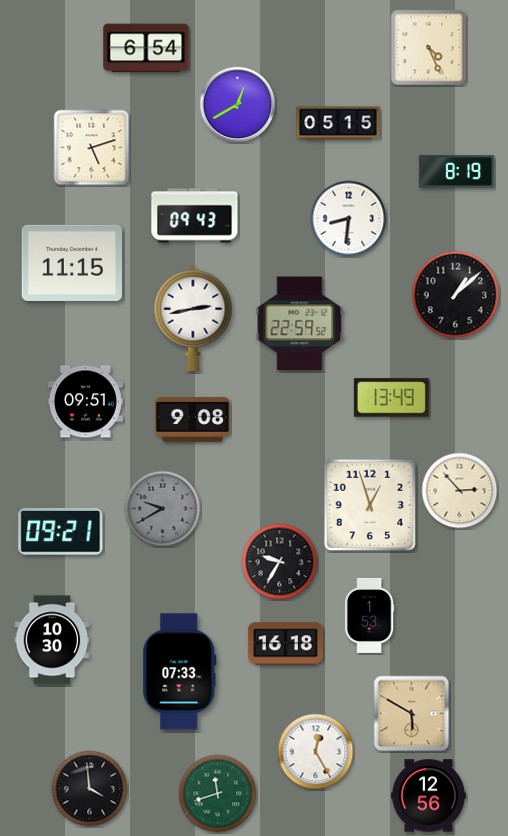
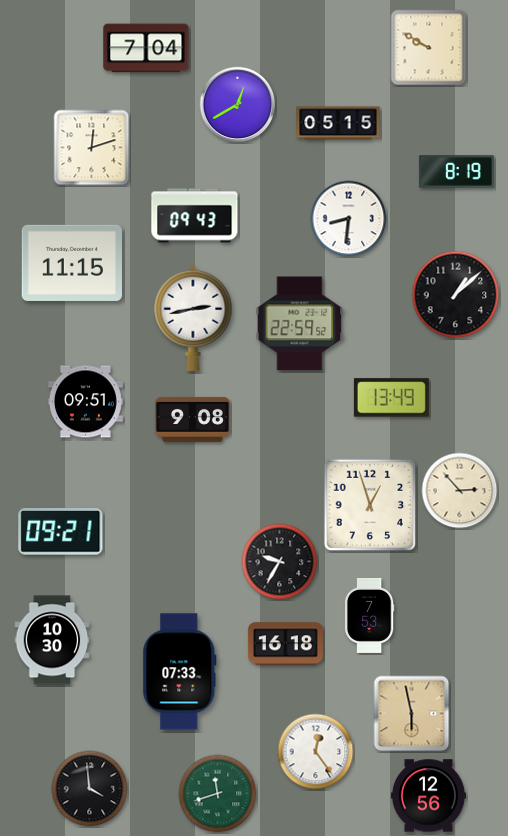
clock at (146, 48): 6:54 -> 7:04
clock at (429, 48): 4:26 -> 9:50
clock at (92, 148): 5:12 -> 12:12
clock at (163, 509): 9:40 -> none
clock at (369, 615): 1:53 -> 7:53
clock at (412, 714): 5:50 -> 5:58
clock at (316, 752): 12:25 -> 12:24
